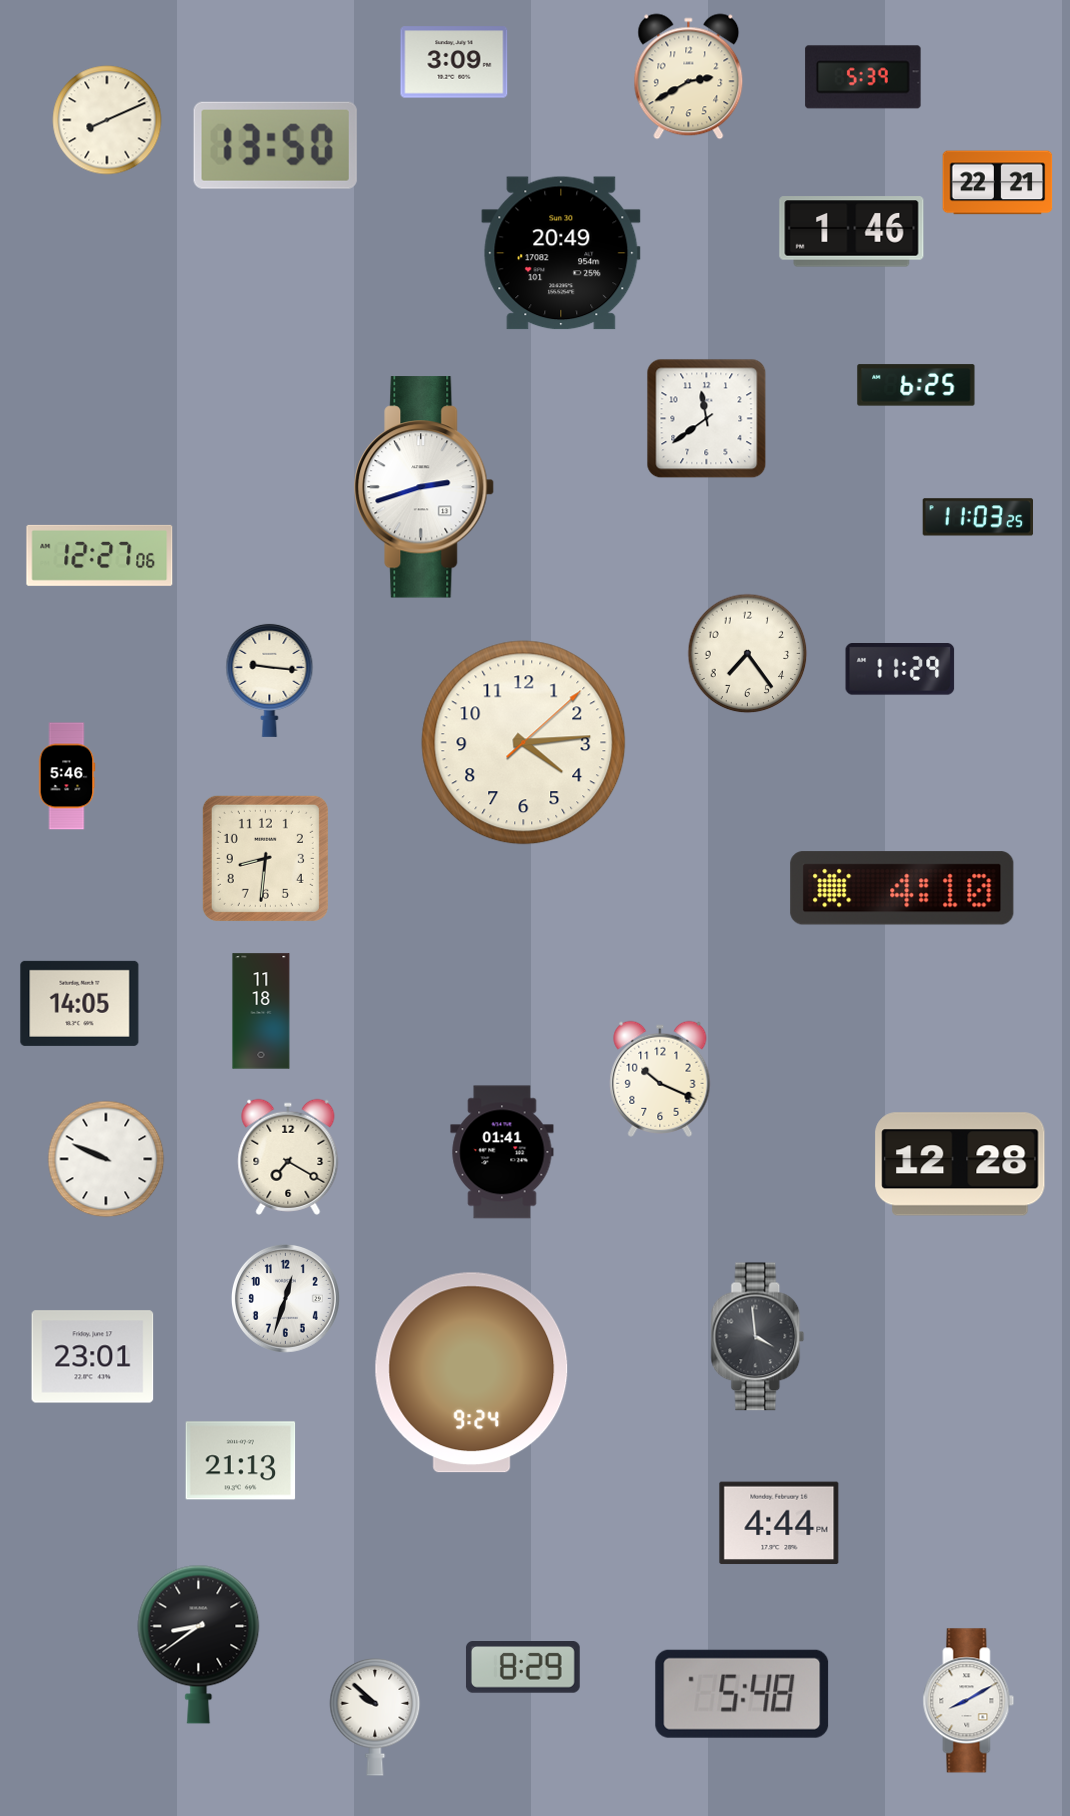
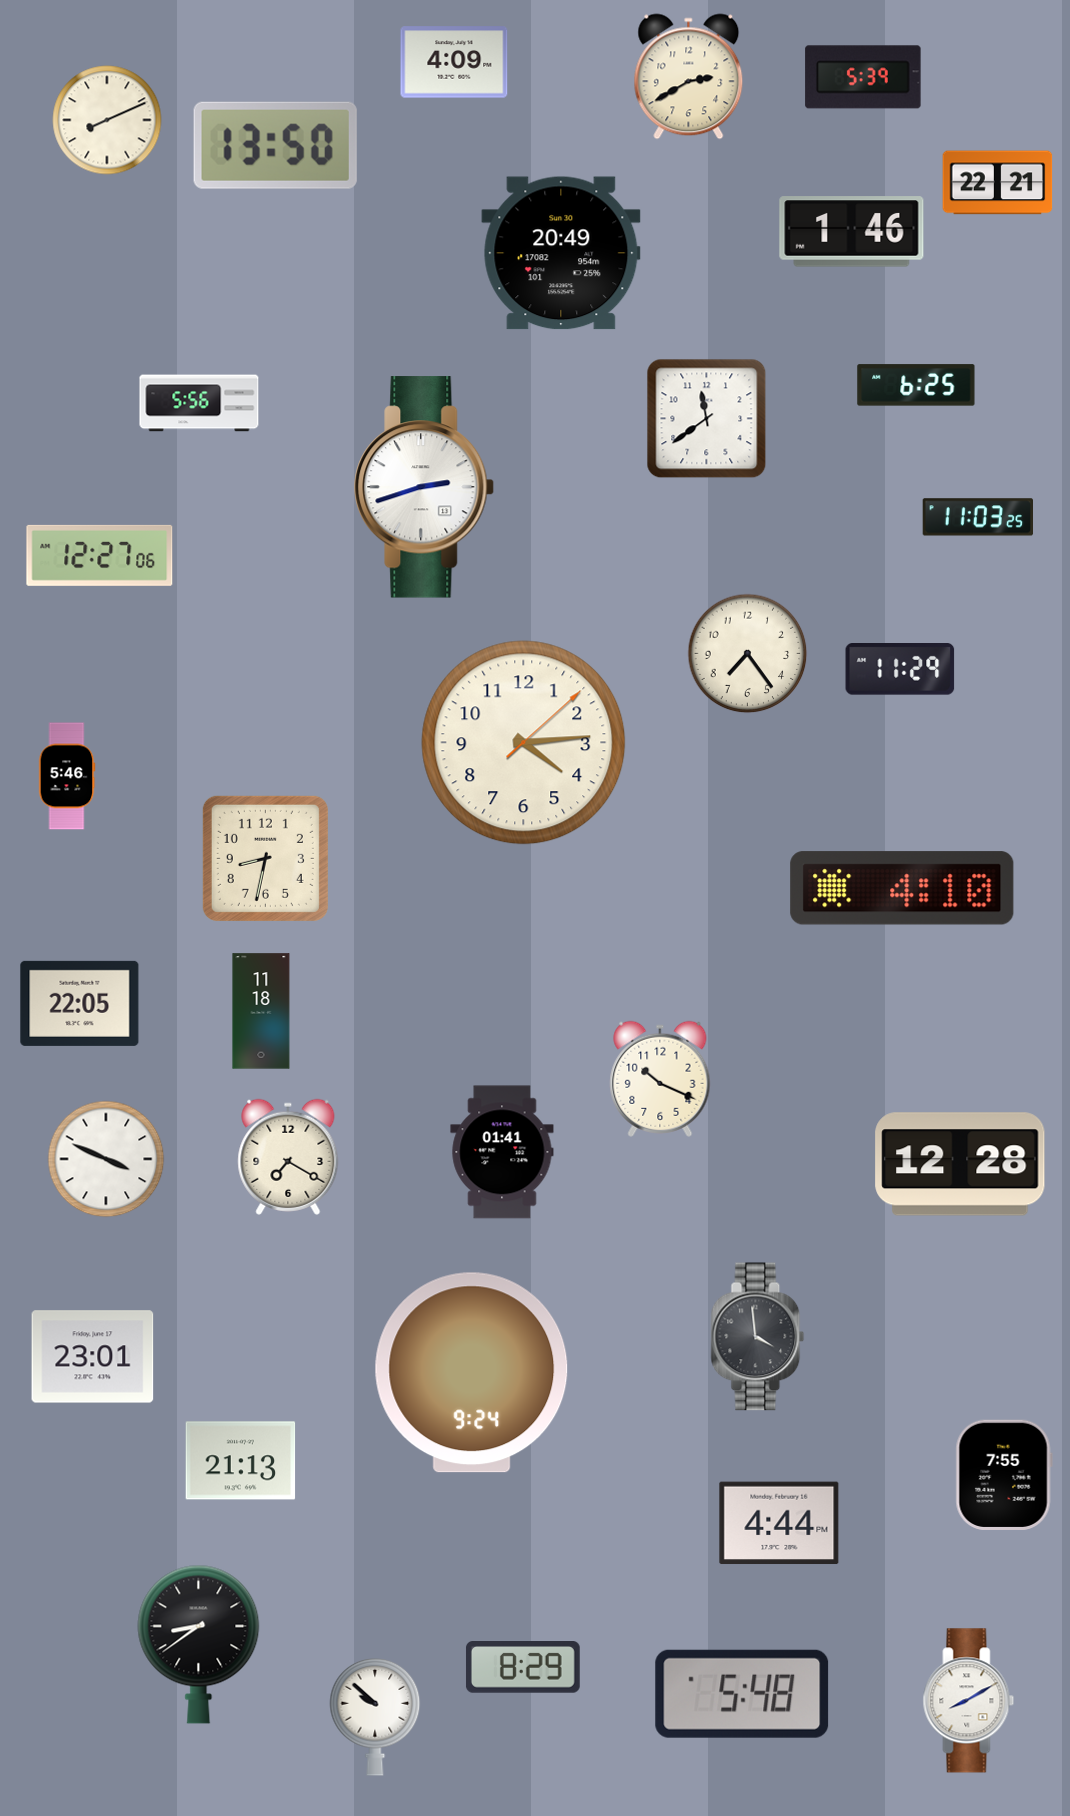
clock at (454, 62): 3:09 -> 4:09
clock at (199, 403): none -> 5:56
clock at (270, 680): 9:16 -> none
clock at (265, 858): 8:31 -> 8:32
clock at (80, 1003): 14:05 -> 22:05
clock at (106, 1159): 9:49 -> 3:49
clock at (285, 1298): 12:33 -> none
clock at (1004, 1475): none -> 7:55
